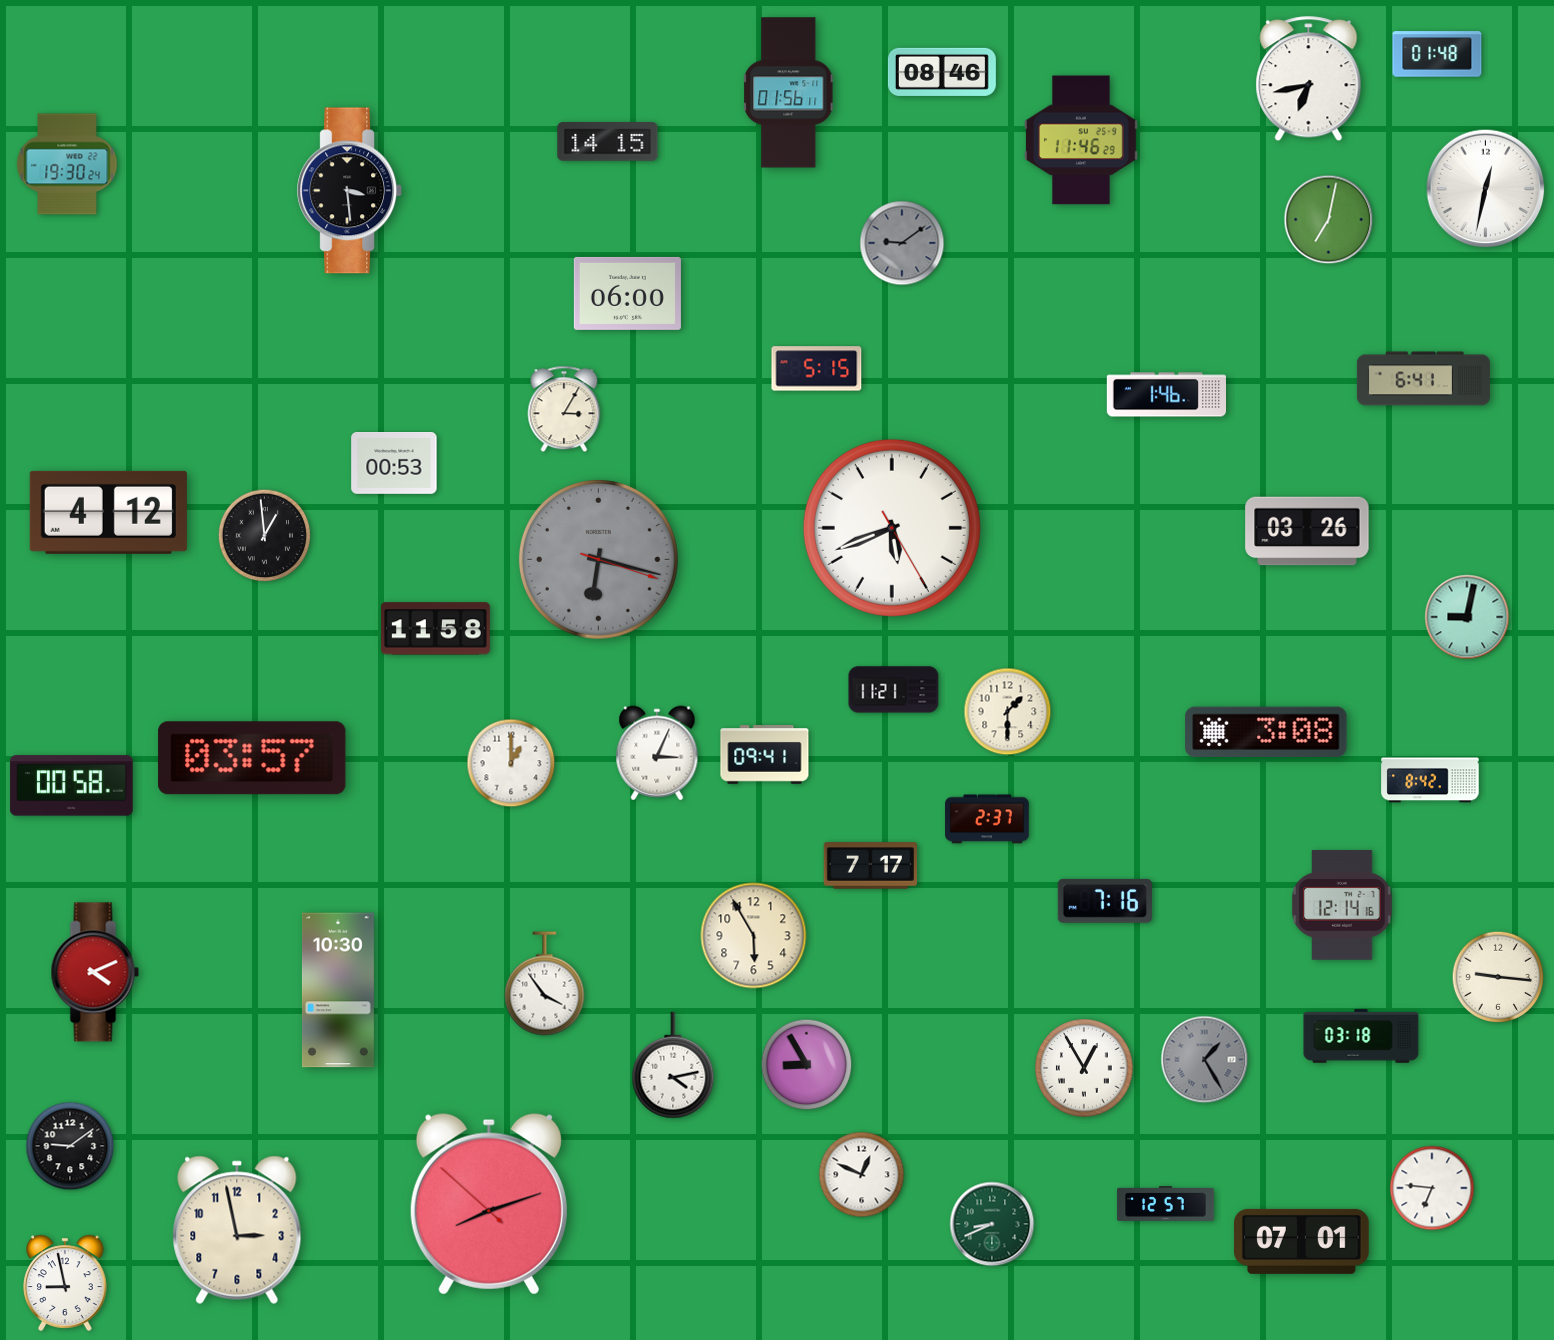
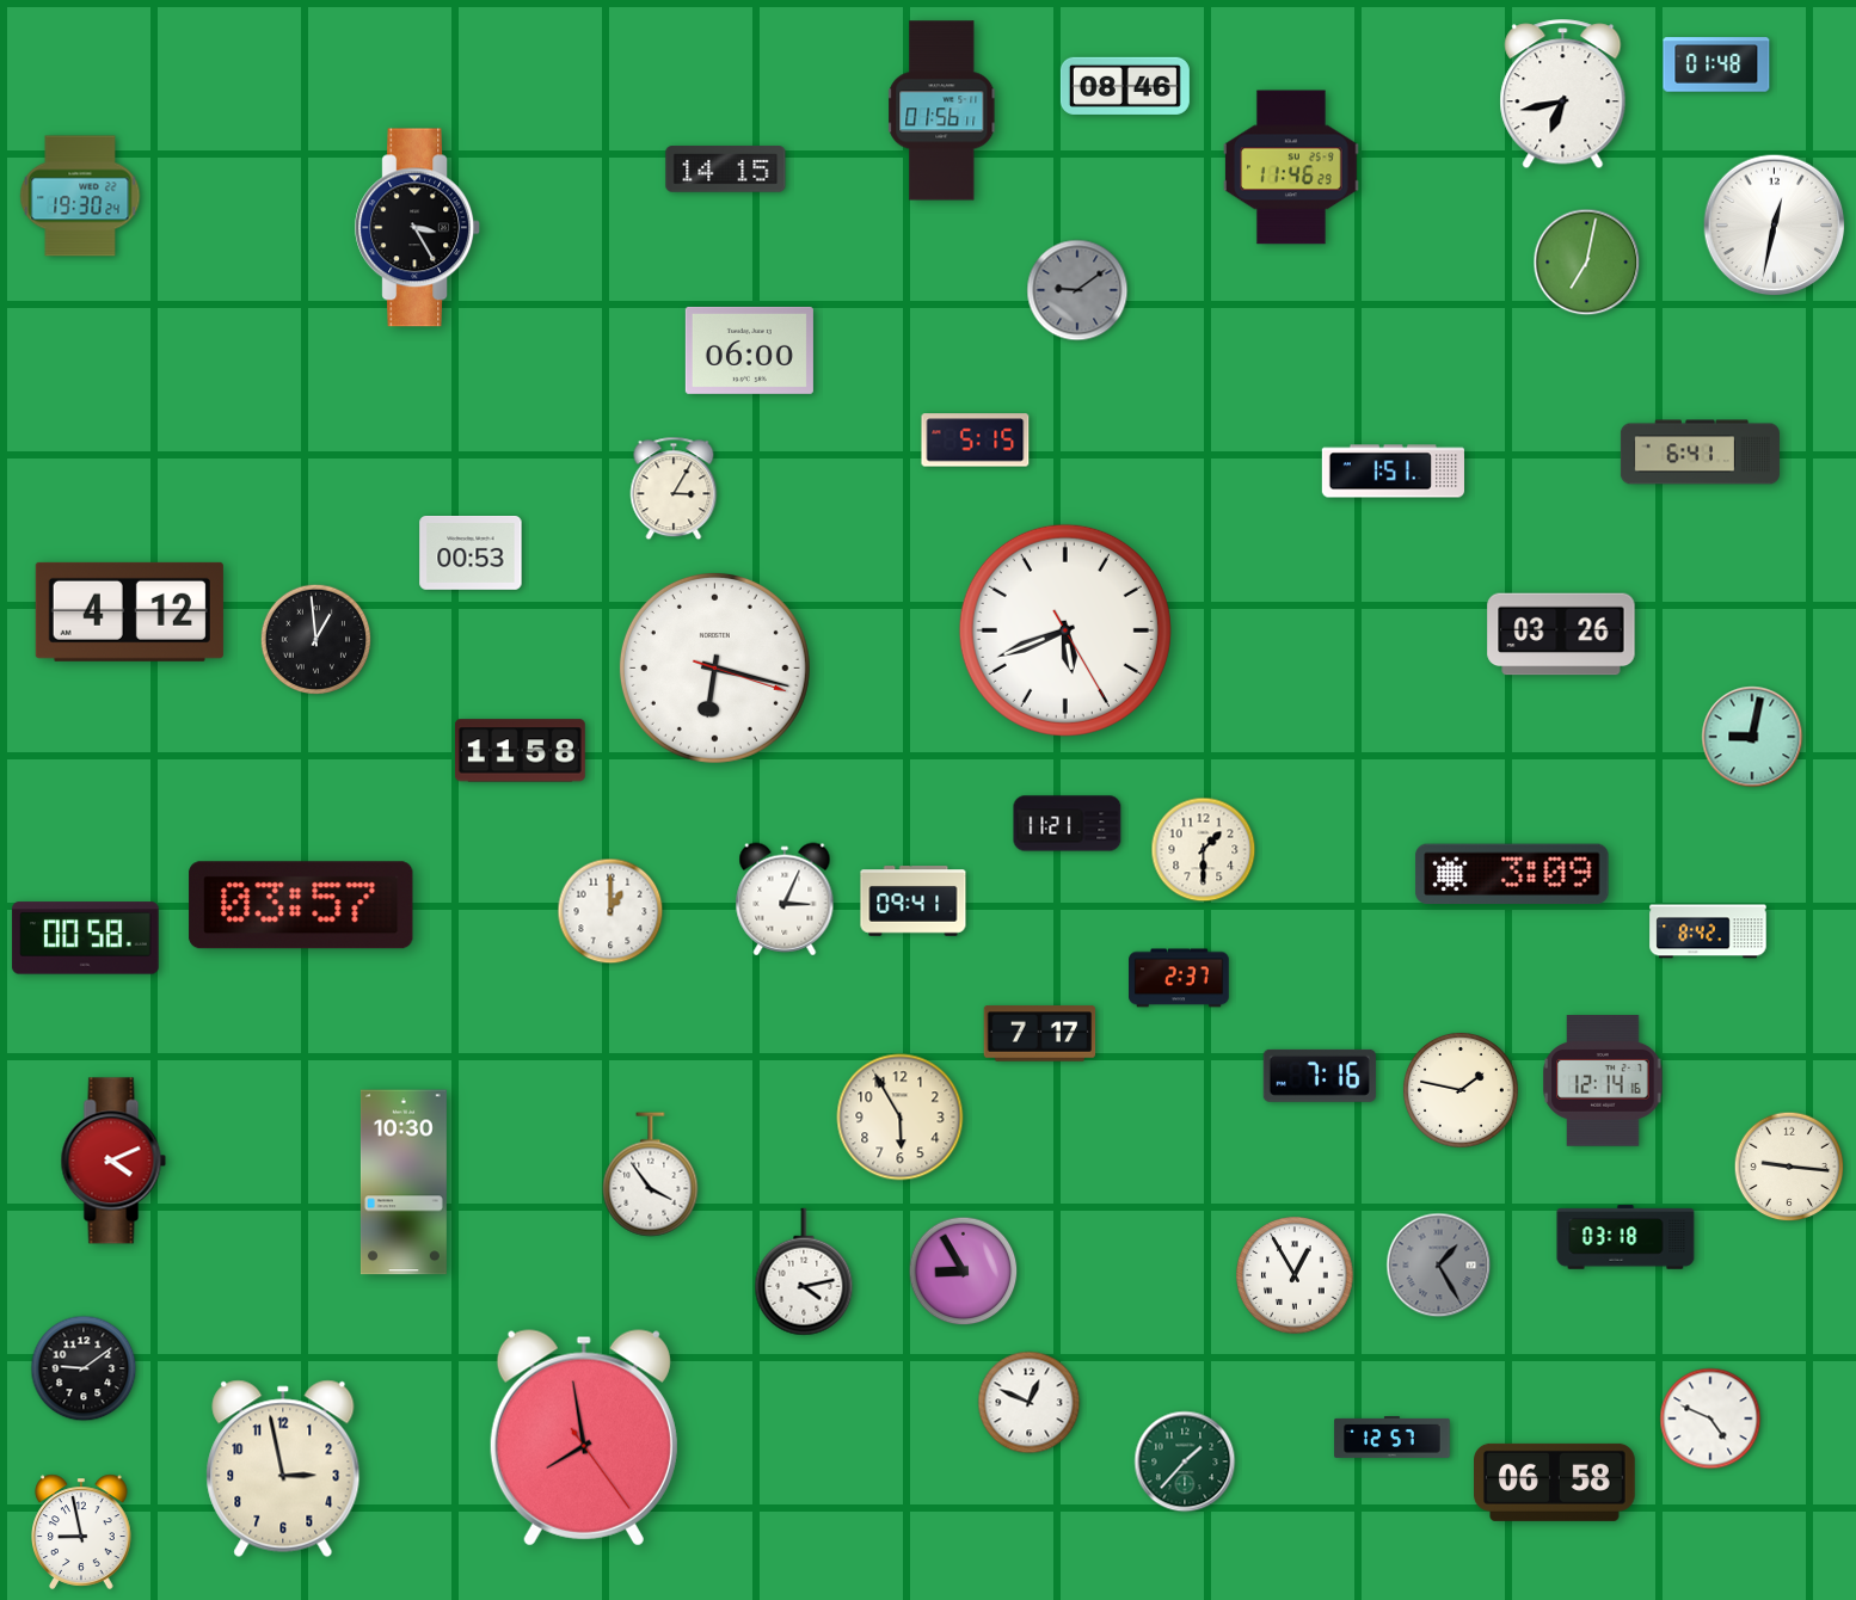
clock at (349, 191): 3:29 -> 3:25
clock at (1166, 395): 1:46 -> 1:51
clock at (598, 559) dial: grey -> white
clock at (1266, 732): 3:08 -> 3:09
clock at (1462, 1091): none -> 1:47
clock at (1432, 1188): 6:46 -> 4:49
clock at (489, 1204): 8:11 -> 7:58
clock at (992, 1224): 8:41 -> 1:37
clock at (1302, 1241): 07:01 -> 06:58
clock at (65, 1283) position: (65, 1283) -> (81, 1532)
